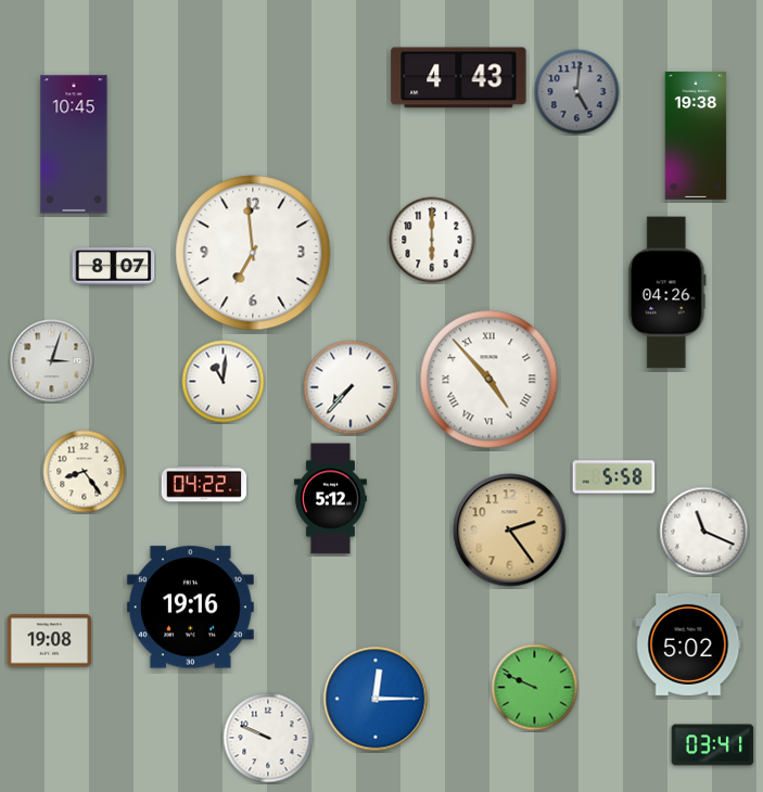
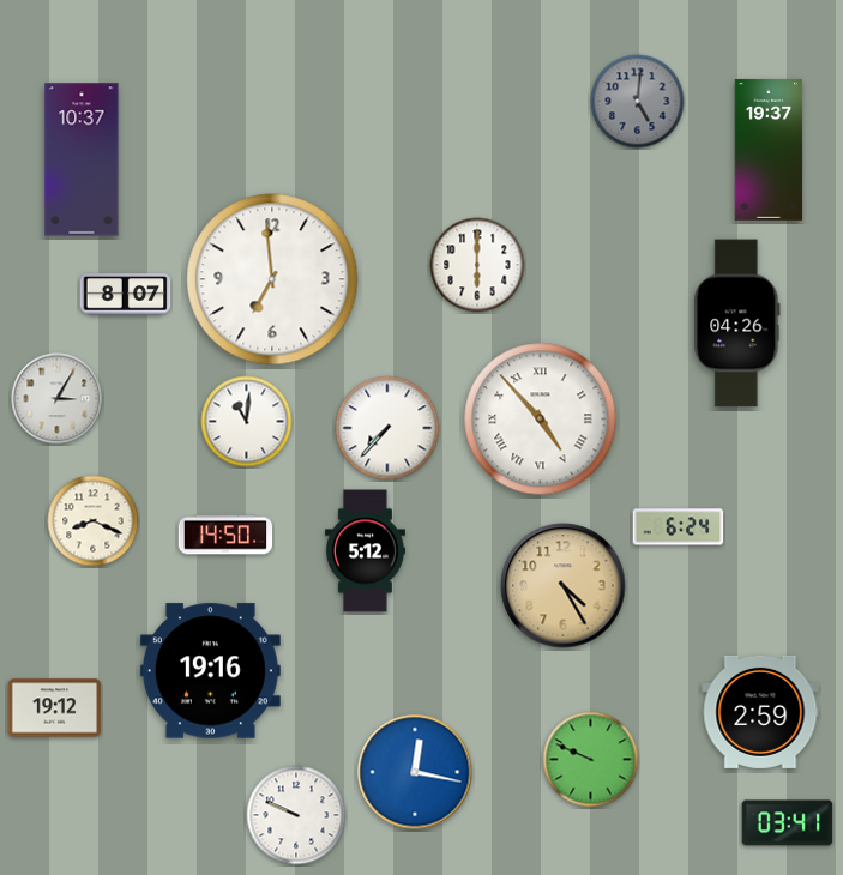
clock at (459, 78): 4:43 -> none
clock at (696, 137): 19:38 -> 19:37
clock at (74, 144): 10:45 -> 10:37
clock at (253, 253) position: (253, 253) -> (272, 279)
clock at (52, 361): 3:03 -> 3:05
clock at (85, 472): 8:24 -> 8:19
clock at (614, 477): 5:58 -> 6:24
clock at (204, 484): 04:22 -> 14:50
clock at (510, 531): 2:24 -> 4:25
clock at (704, 532): 11:19 -> none
clock at (50, 641): 19:08 -> 19:12
clock at (688, 644): 5:02 -> 2:59
clock at (376, 699): 12:15 -> 12:17
